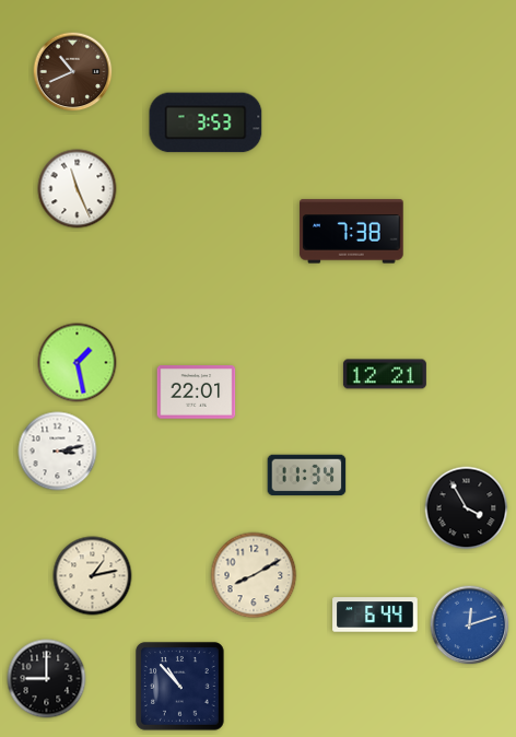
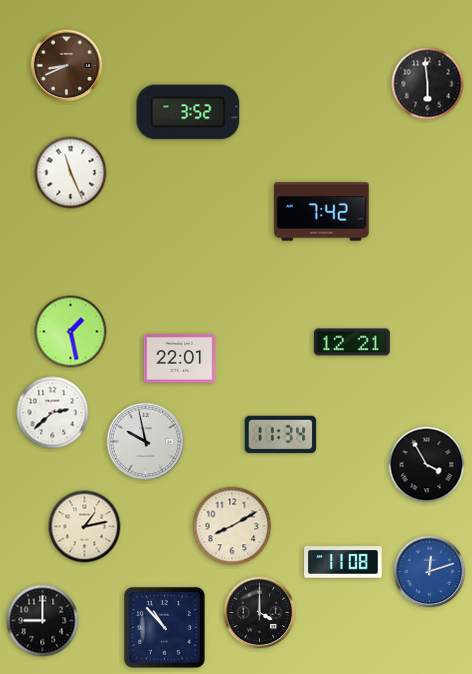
clock at (73, 72): 10:41 -> 8:41
clock at (428, 84): none -> 5:59
clock at (206, 122): 3:53 -> 3:52
clock at (352, 232): 7:38 -> 7:42
clock at (58, 452): 3:13 -> 2:38
clock at (146, 442): none -> 9:58
clock at (375, 615): 6:44 -> 11:08
clock at (260, 613): none -> 4:00
